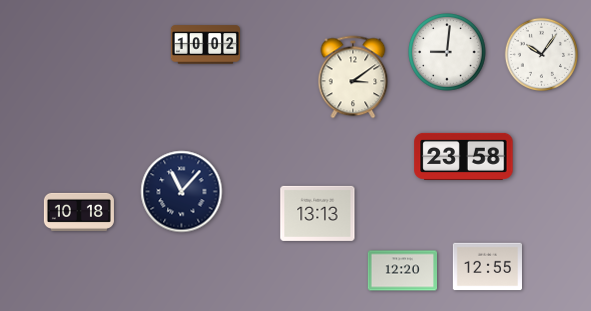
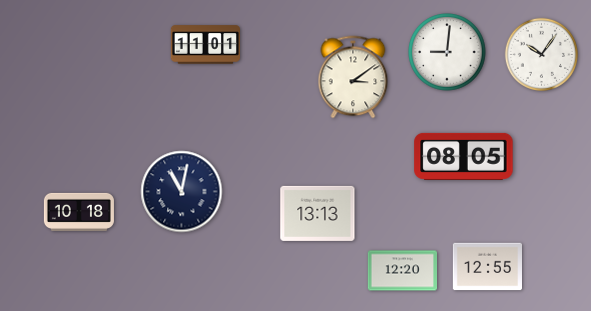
clock at (205, 45): 10:02 -> 11:01
clock at (464, 156): 23:58 -> 08:05
clock at (182, 192): 11:07 -> 11:02
